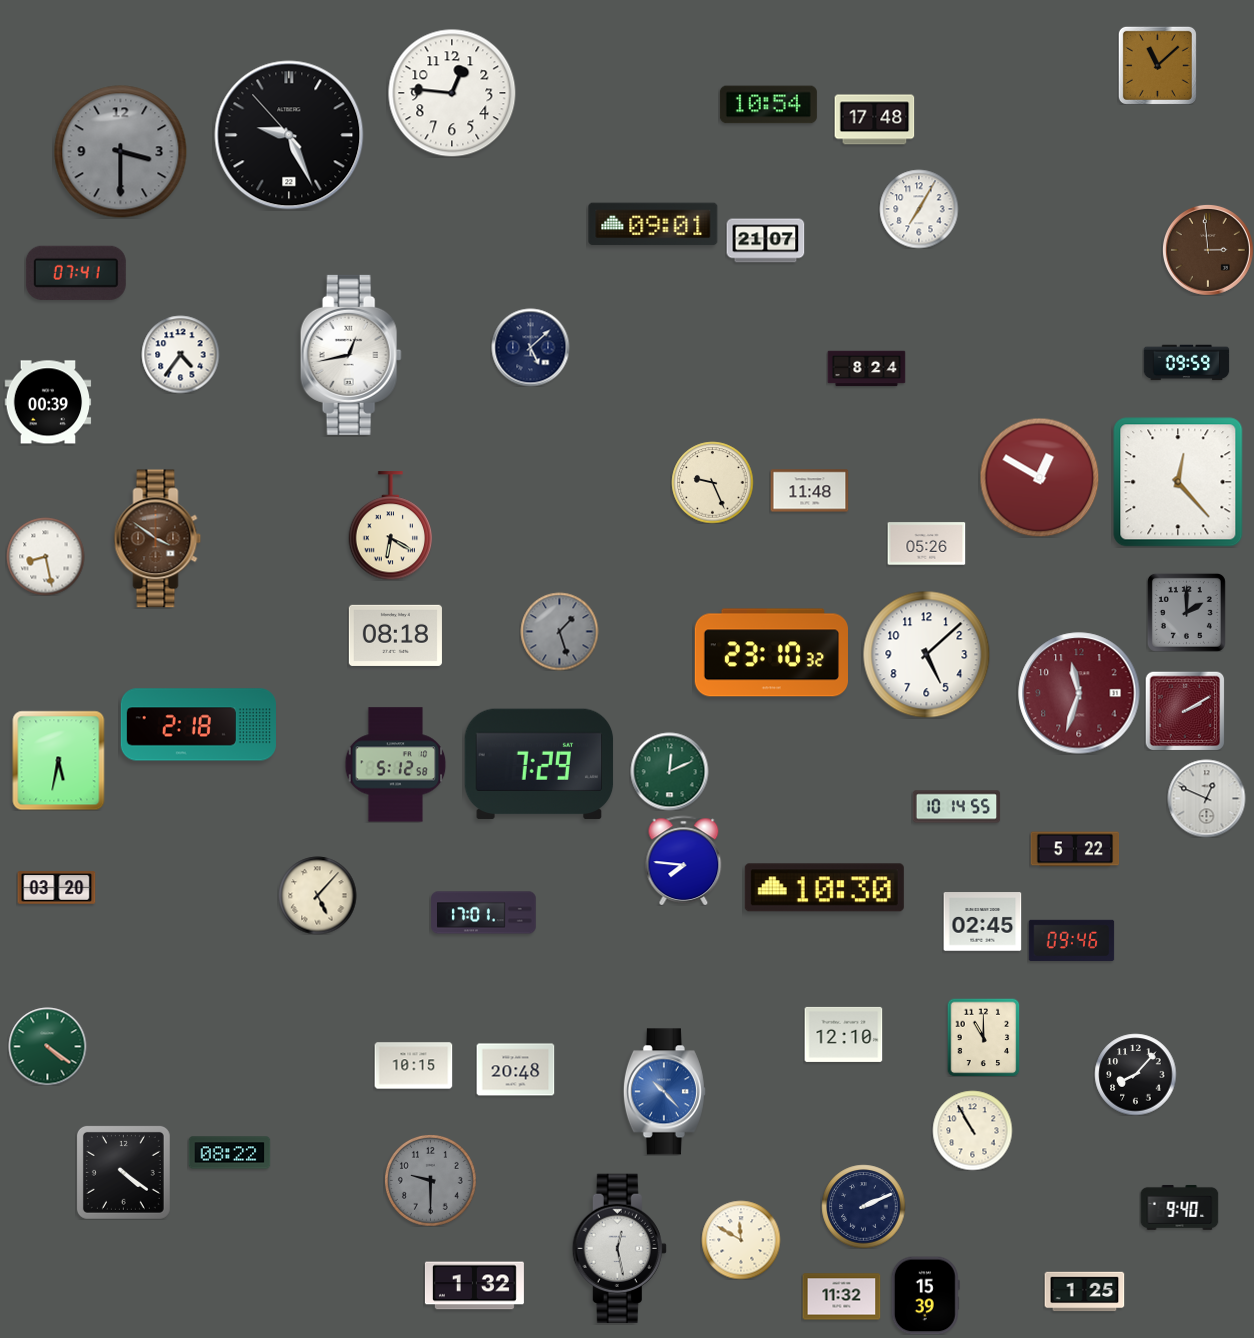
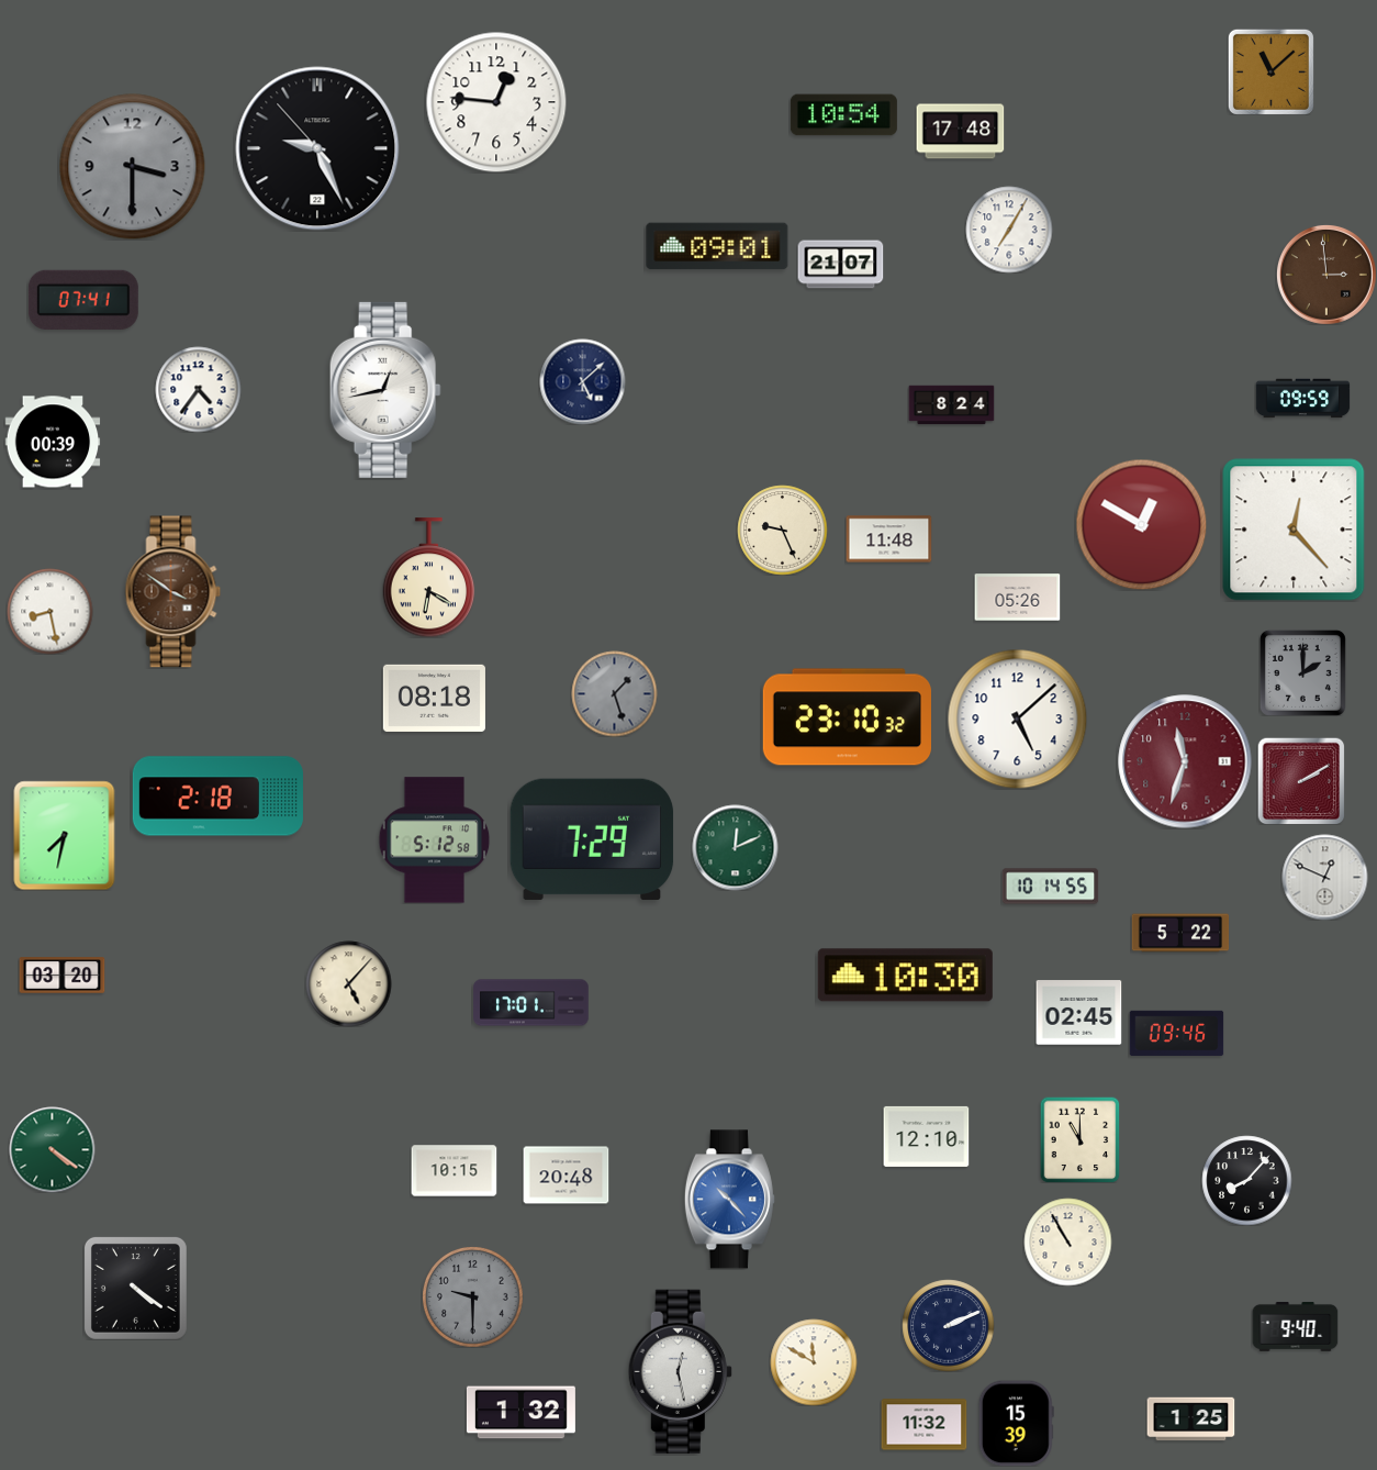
clock at (59, 760): 5:32 -> 7:32
clock at (684, 860): 7:46 -> none
clock at (229, 1153): 08:22 -> none
